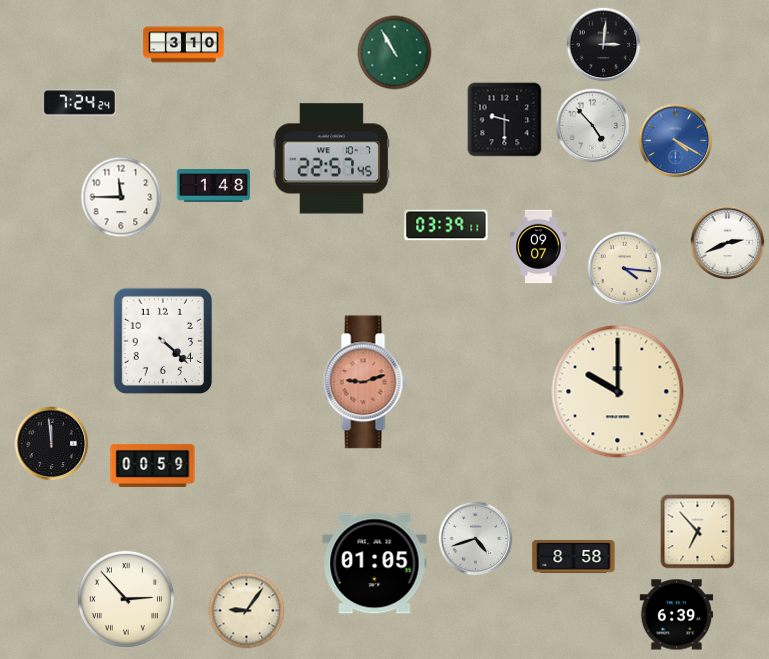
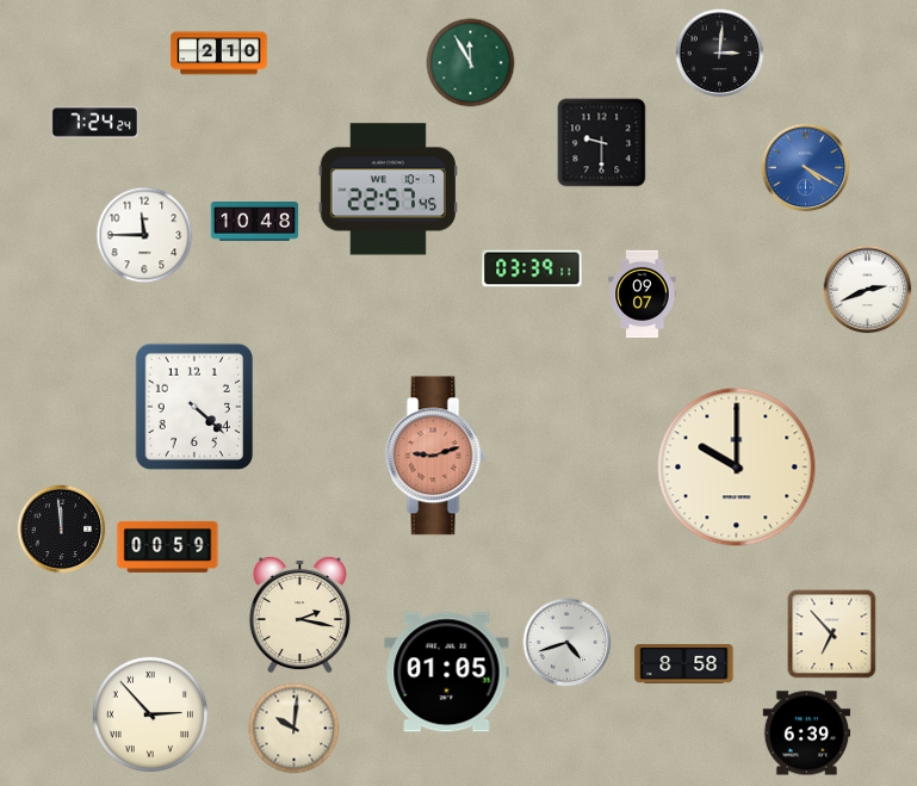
clock at (184, 45): 3:10 -> 2:10
clock at (395, 53): 10:55 -> 11:55
clock at (593, 126): 4:53 -> none
clock at (331, 159) position: (331, 159) -> (388, 190)
clock at (214, 186): 1:48 -> 10:48
clock at (625, 269): 4:16 -> none
clock at (153, 465) position: (153, 465) -> (168, 546)
clock at (299, 615): none -> 2:17
clock at (247, 611): 9:06 -> 10:01
